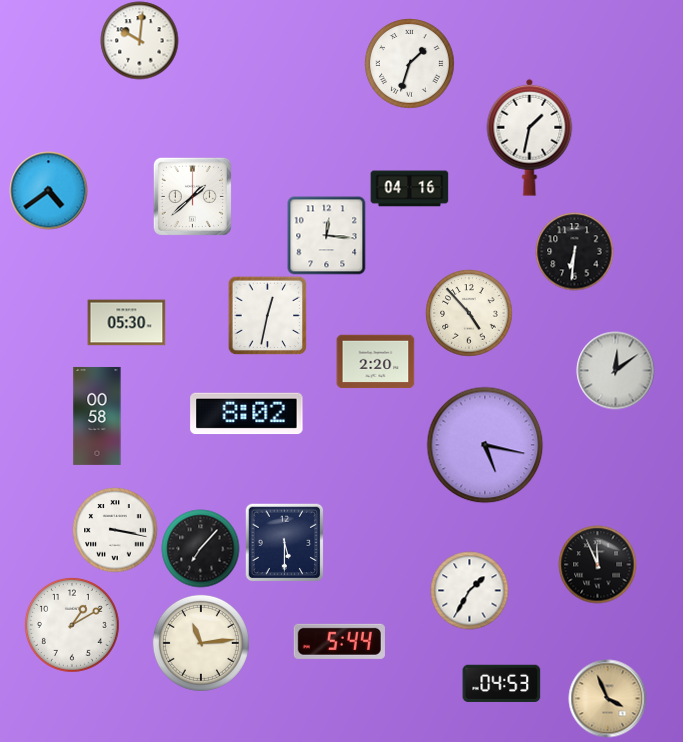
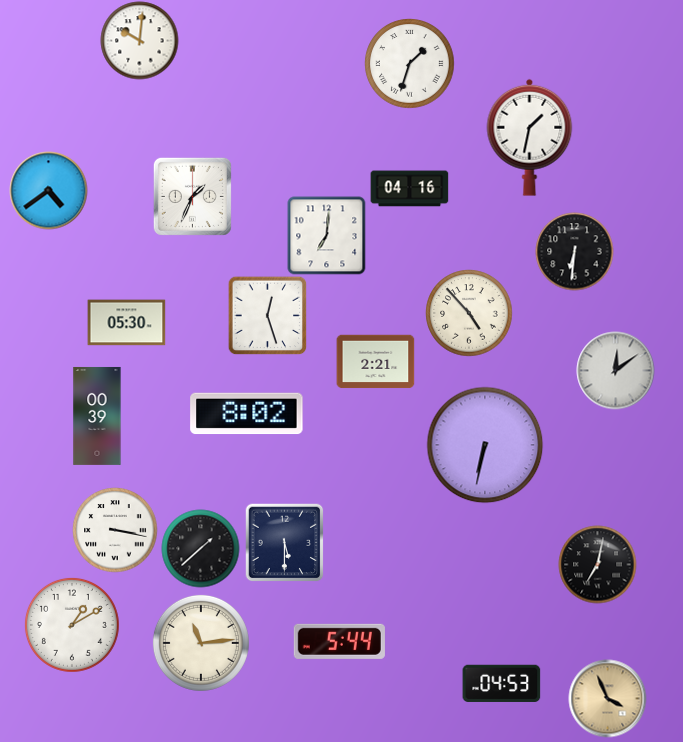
clock at (192, 196): 1:38 -> 1:34
clock at (326, 235): 12:16 -> 7:01
clock at (267, 315): 12:32 -> 12:27
clock at (375, 362): 2:20 -> 2:21
clock at (97, 416): 00:58 -> 00:39
clock at (485, 445): 5:17 -> 6:32
clock at (200, 548): 7:07 -> 1:38
clock at (597, 564): 11:56 -> 7:02
clock at (469, 590): 1:35 -> none
